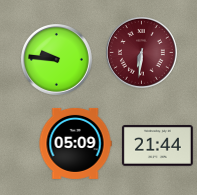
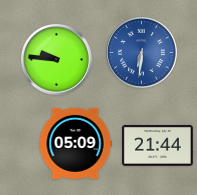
clock at (142, 53) dial: burgundy -> blue
